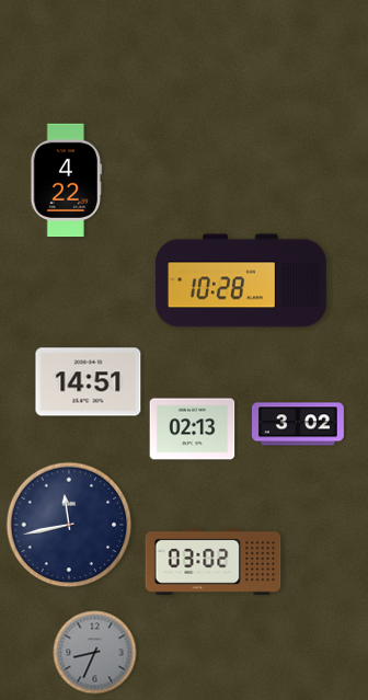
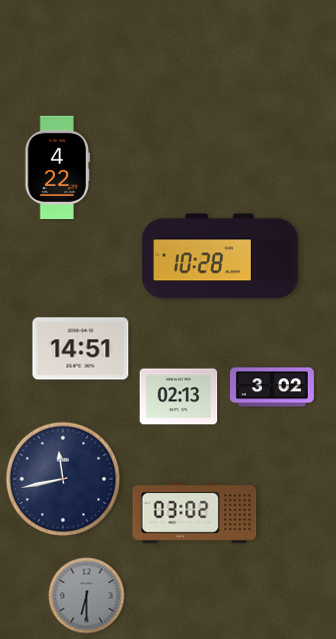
clock at (67, 181) position: (67, 181) -> (58, 168)
clock at (193, 429) position: (193, 429) -> (179, 397)
clock at (95, 653): 8:34 -> 6:30
